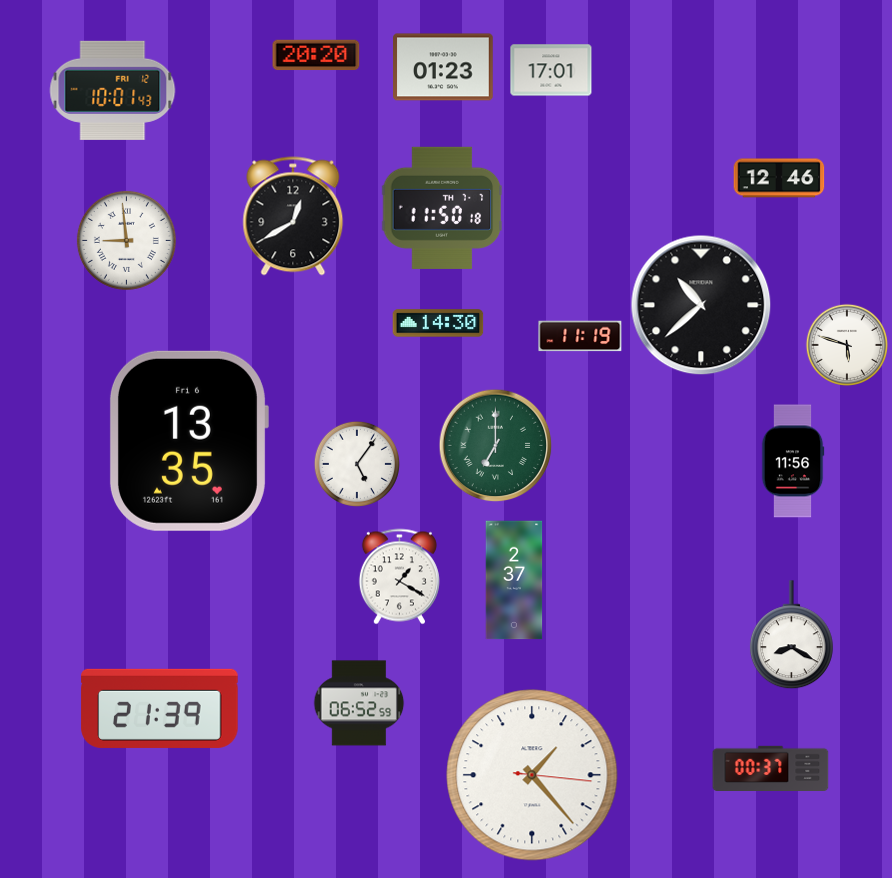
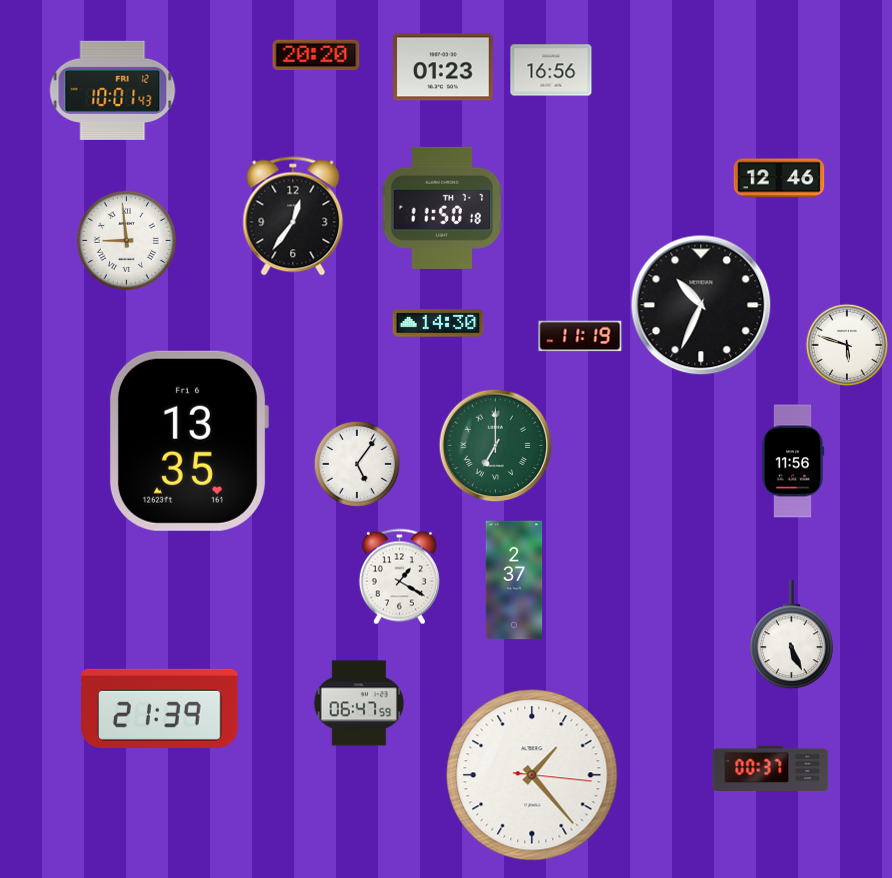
clock at (551, 70): 17:01 -> 16:56
clock at (293, 216): 12:40 -> 12:36
clock at (701, 305): 10:38 -> 10:34
clock at (791, 635): 8:20 -> 5:26
clock at (359, 703): 06:52 -> 06:47
